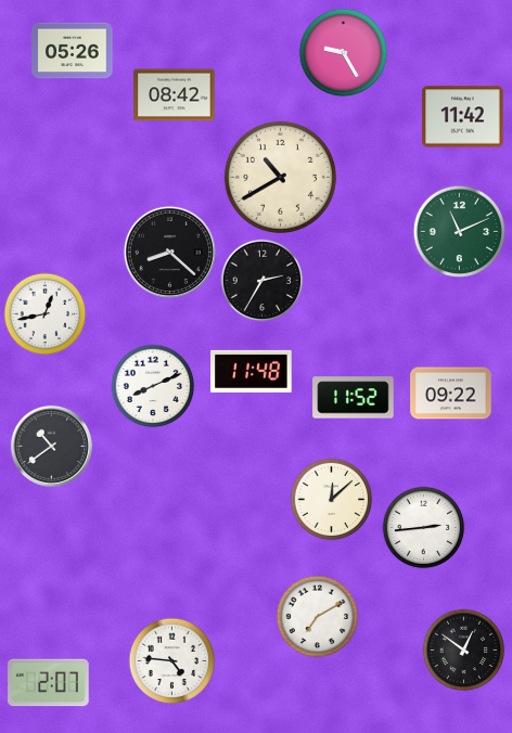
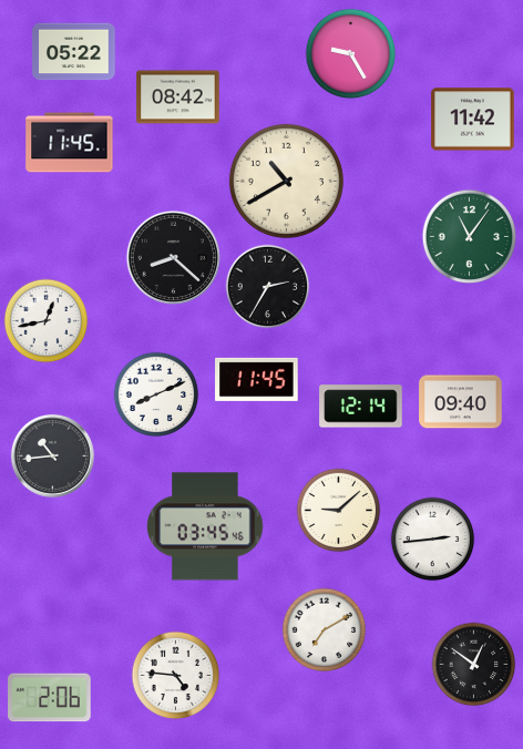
clock at (73, 51): 05:26 -> 05:22
clock at (70, 143): none -> 11:45
clock at (460, 232): 11:11 -> 11:06
clock at (252, 371): 11:48 -> 11:45
clock at (451, 394): 09:22 -> 09:40
clock at (354, 398): 11:52 -> 12:14
clock at (51, 446): 10:39 -> 10:44
clock at (332, 500): 12:08 -> 9:08
clock at (205, 526): none -> 03:45
clock at (49, 683): 2:07 -> 2:06
